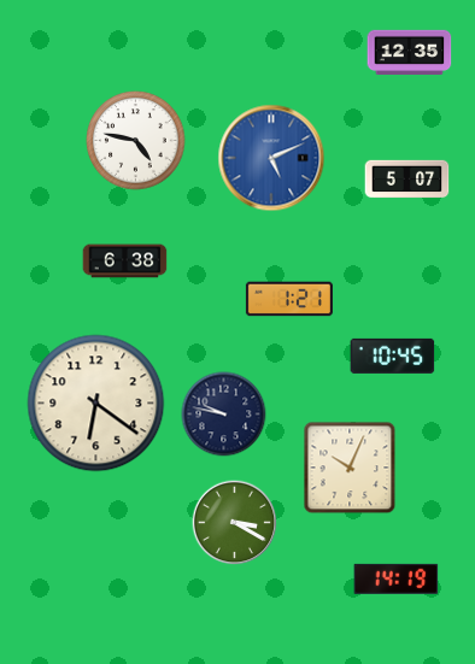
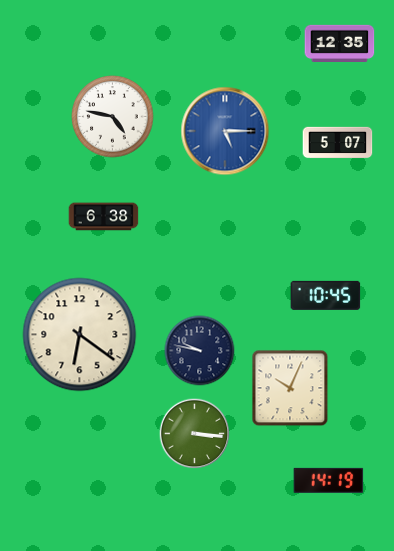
clock at (271, 158): 5:11 -> 5:15
clock at (407, 180) position: (407, 180) -> (338, 143)
clock at (289, 299): 1:21 -> none
clock at (224, 415) position: (224, 415) -> (200, 351)
clock at (235, 523): 3:20 -> 3:16
